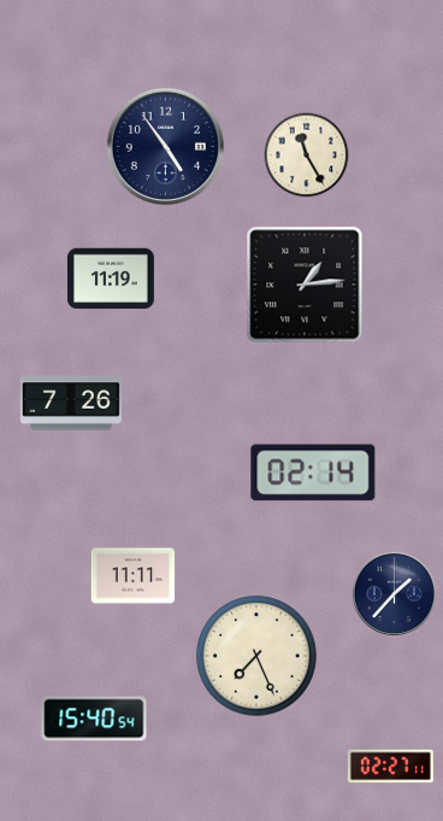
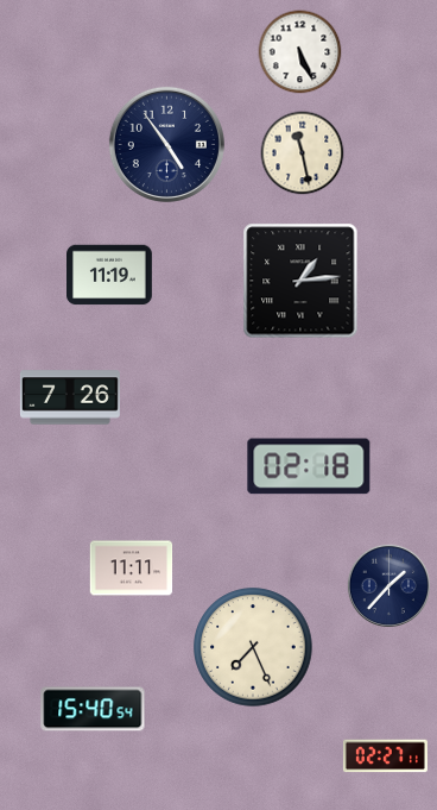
clock at (300, 52): none -> 5:26
clock at (165, 146) position: (165, 146) -> (166, 144)
clock at (307, 156): 11:25 -> 11:28
clock at (313, 473): 02:14 -> 02:18
